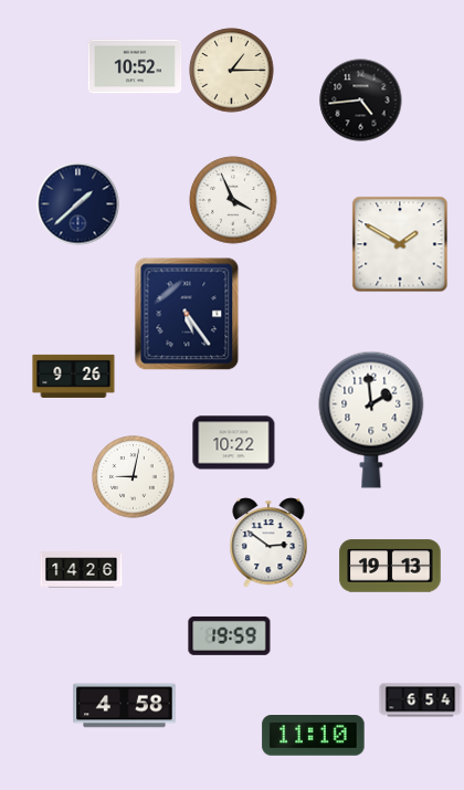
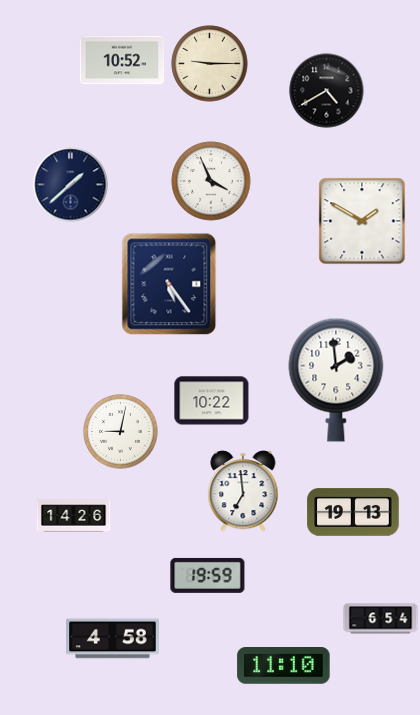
clock at (232, 71): 1:15 -> 9:15
clock at (361, 101): 4:44 -> 4:40
clock at (74, 376): 9:26 -> none
clock at (268, 543): 2:51 -> 6:59
clock at (421, 701) position: (421, 701) -> (381, 619)
